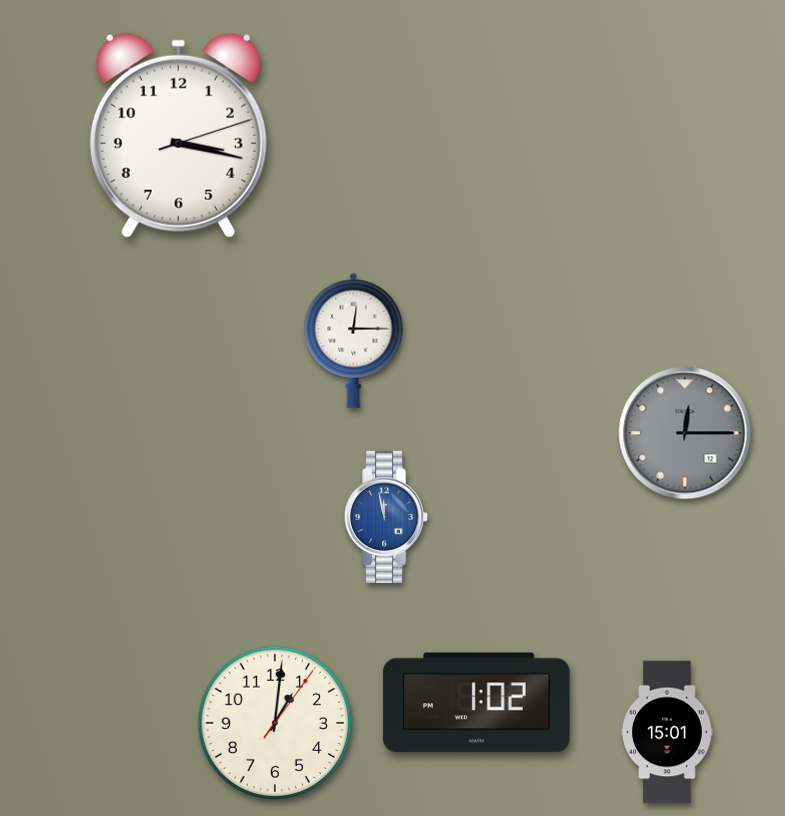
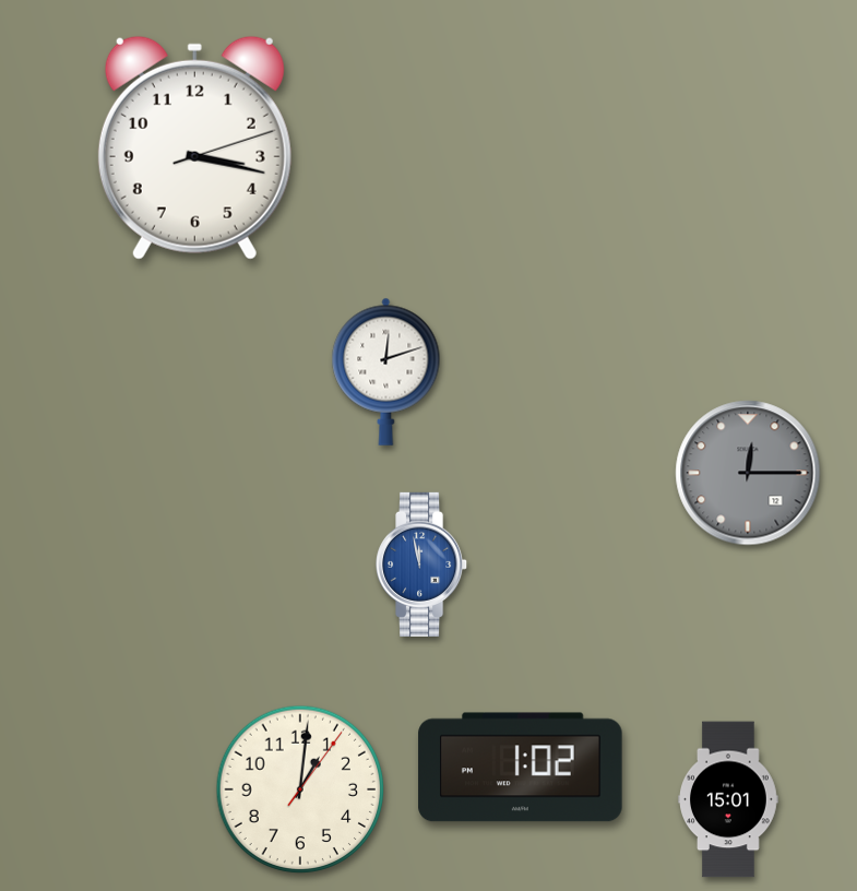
clock at (354, 340): 12:15 -> 12:12
